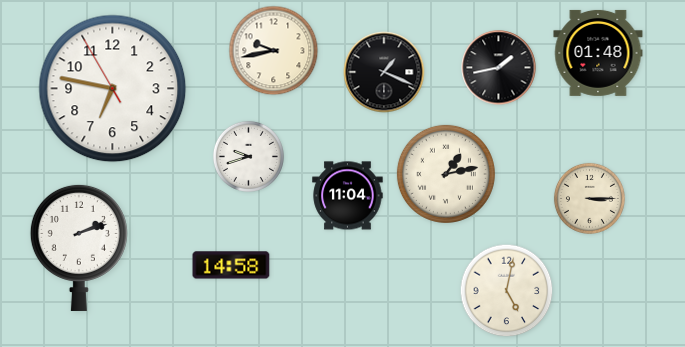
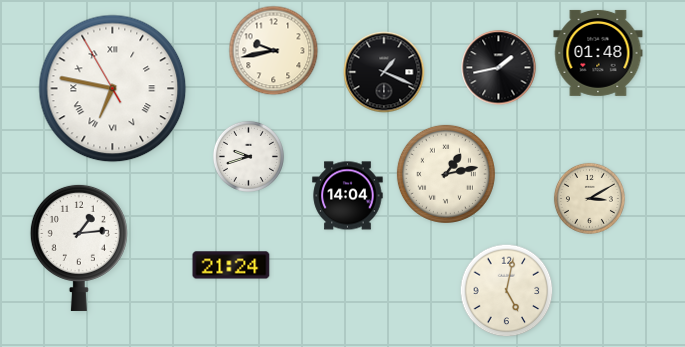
clock at (113, 89) numerals: Arabic -> Roman
clock at (348, 196): 11:04 -> 14:04
clock at (589, 198): 3:15 -> 3:10
clock at (79, 247): 2:12 -> 1:14
clock at (231, 265): 14:58 -> 21:24
